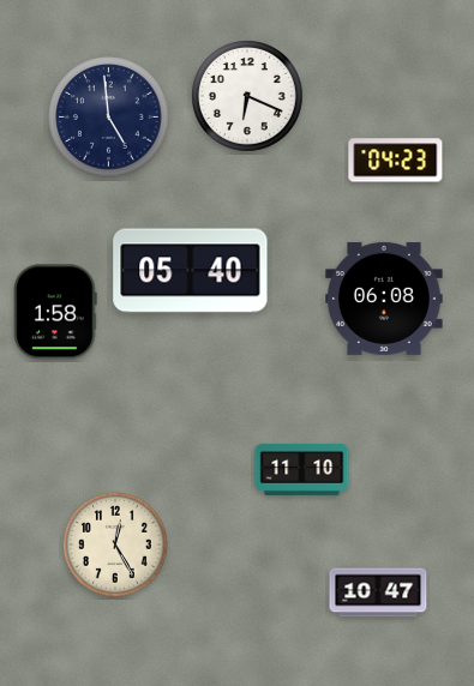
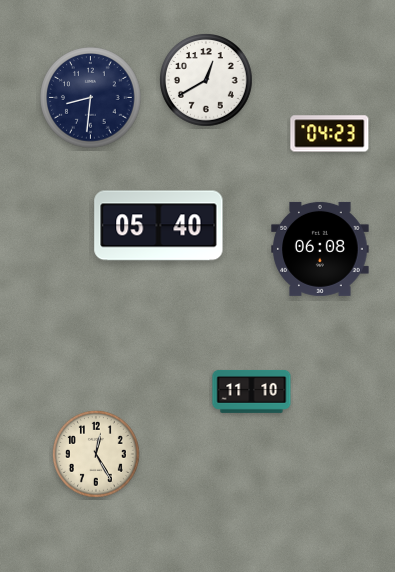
clock at (248, 97): 6:19 -> 12:40
clock at (109, 118): 4:59 -> 8:31
clock at (55, 312): 1:58 -> none
clock at (378, 592): 10:47 -> none
